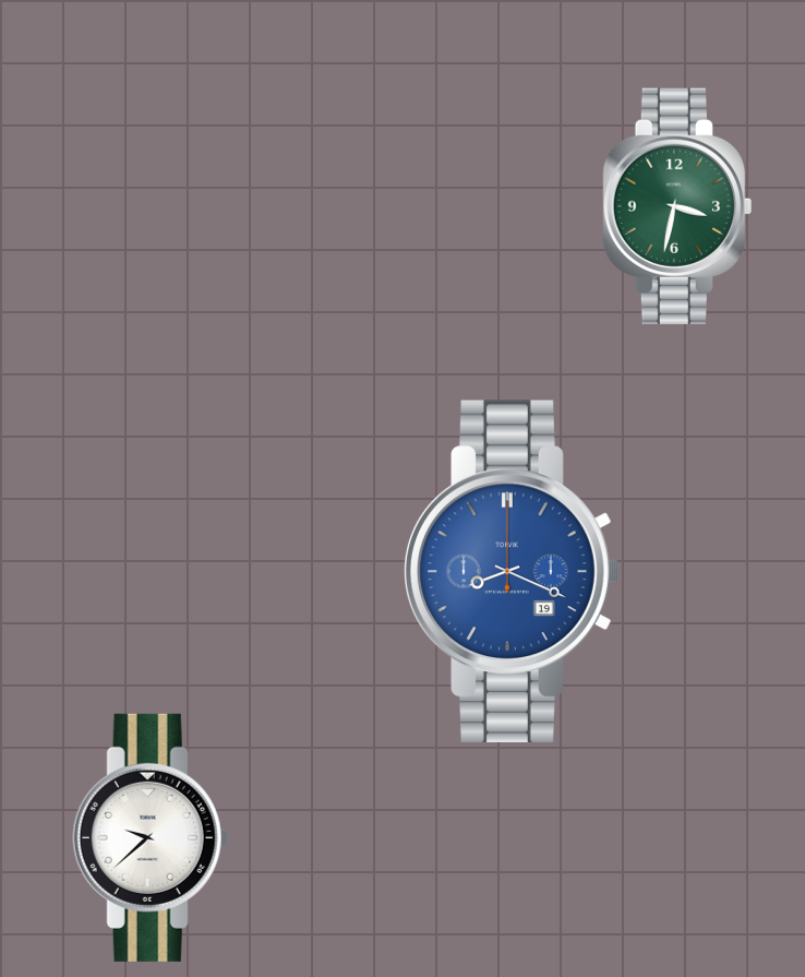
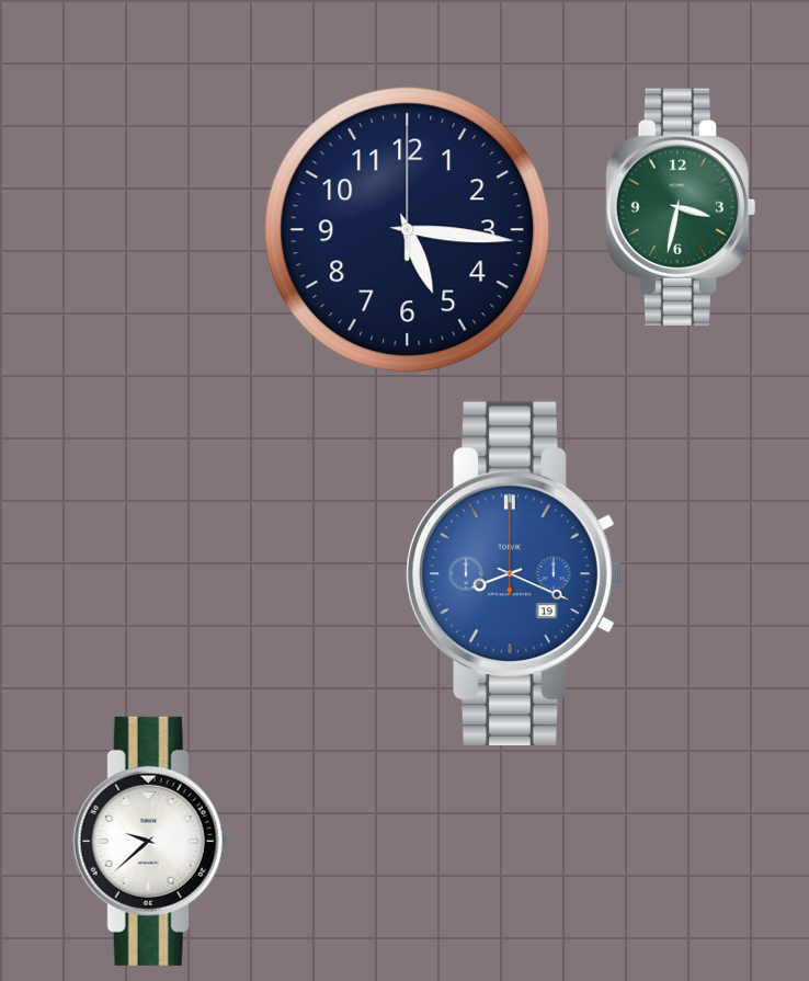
clock at (408, 230): none -> 5:16
